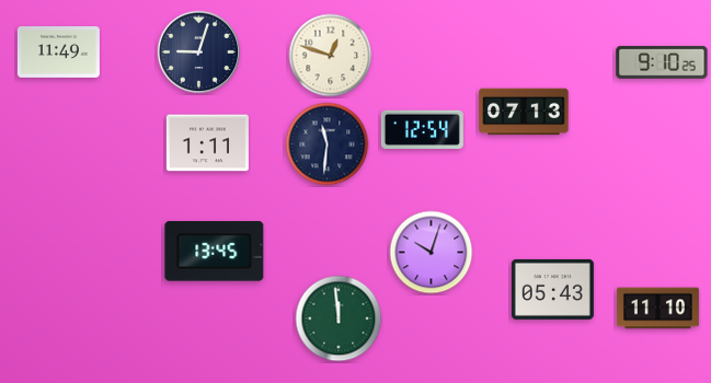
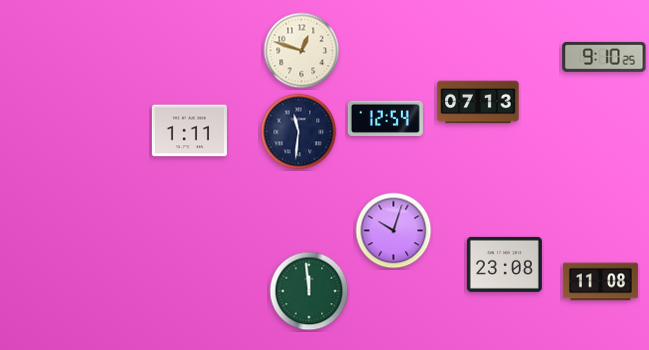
clock at (58, 53): 11:49 -> none
clock at (199, 53): 9:03 -> none
clock at (215, 252): 13:45 -> none
clock at (552, 289): 05:43 -> 23:08
clock at (657, 309): 11:10 -> 11:08
